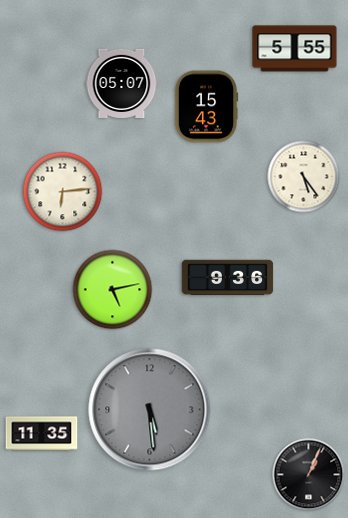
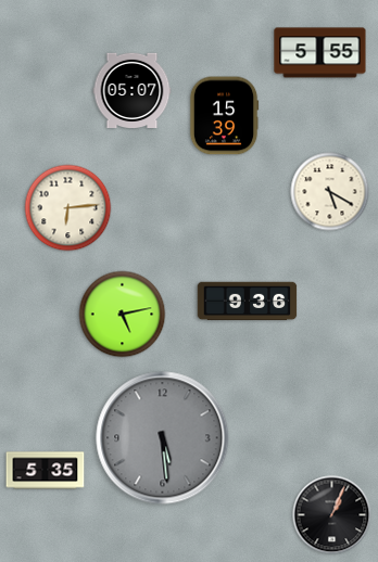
clock at (206, 107): 15:43 -> 15:39
clock at (304, 177): 5:24 -> 5:20
clock at (150, 410) position: (150, 410) -> (163, 438)
clock at (42, 434): 11:35 -> 5:35
clock at (309, 475) position: (309, 475) -> (332, 515)
